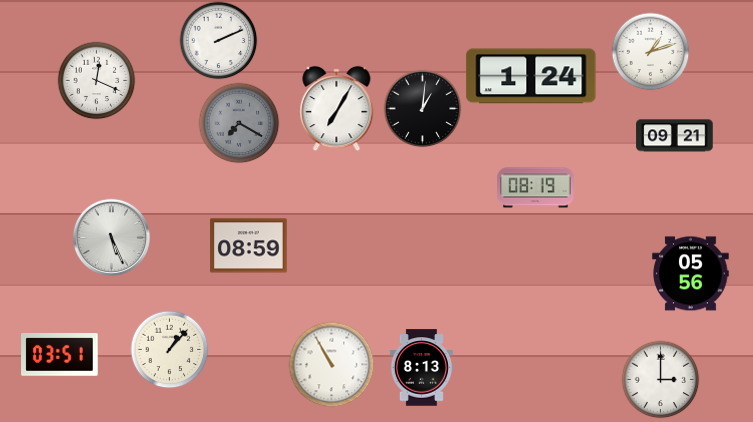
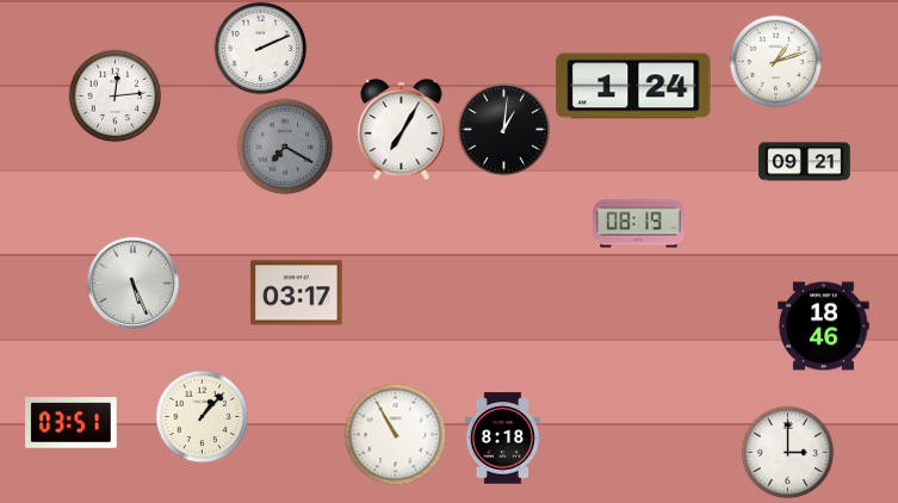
clock at (531, 76) position: (531, 76) -> (633, 86)
clock at (96, 80): 12:19 -> 12:14
clock at (249, 246): 08:59 -> 03:17
clock at (691, 274): 05:56 -> 18:46
clock at (421, 368): 8:13 -> 8:18
